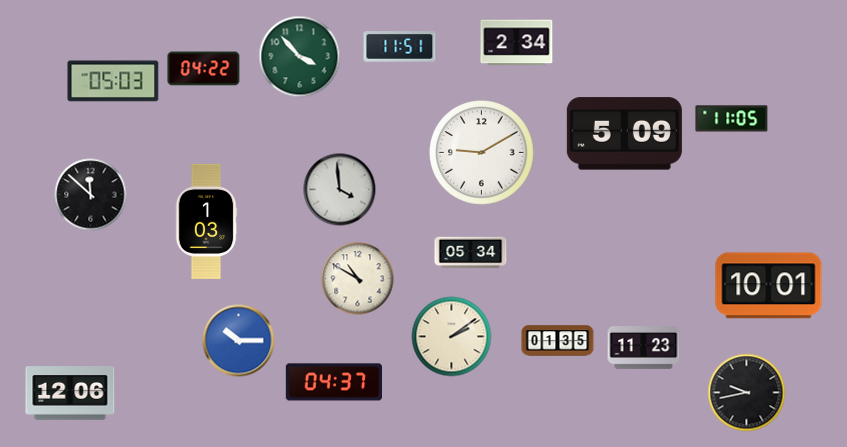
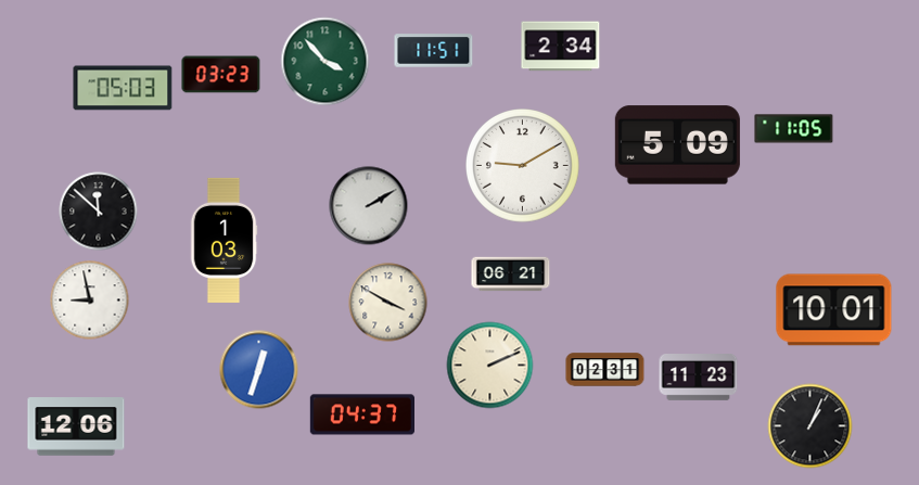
clock at (204, 69): 04:22 -> 03:23
clock at (340, 190): 3:59 -> 2:10
clock at (471, 253): 05:34 -> 06:21
clock at (90, 301): none -> 8:58
clock at (358, 279): 10:50 -> 3:50
clock at (452, 337): 2:09 -> 2:11
clock at (239, 341): 10:15 -> 12:33
clock at (558, 341): 01:35 -> 02:31
clock at (747, 393): 9:43 -> 1:04
